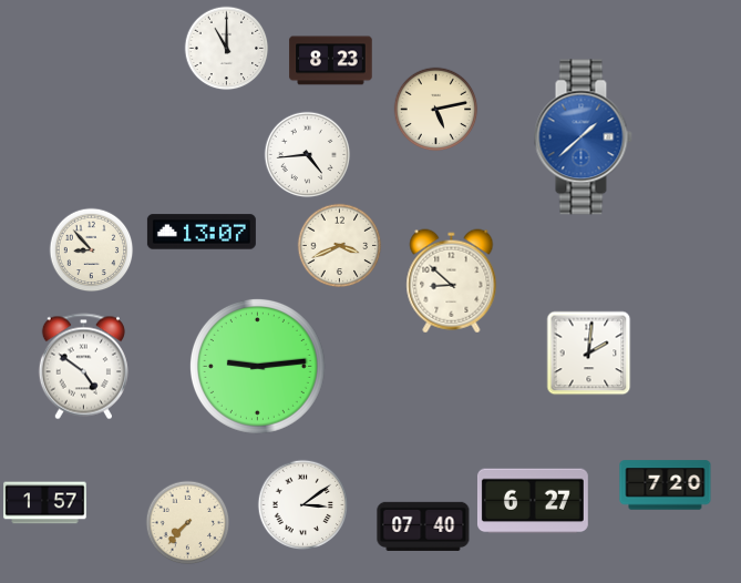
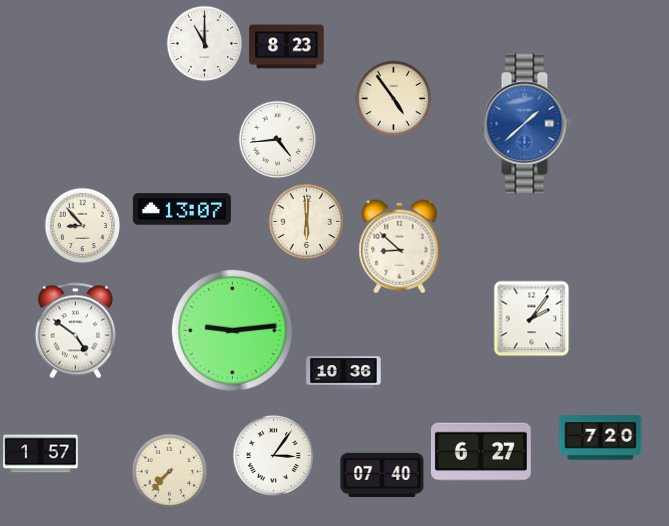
clock at (331, 61) position: (331, 61) -> (287, 47)
clock at (436, 110): 5:13 -> 4:54
clock at (340, 246): 3:41 -> 6:00
clock at (452, 282) position: (452, 282) -> (400, 247)
clock at (589, 354): 2:01 -> 2:06
clock at (344, 373): none -> 10:36
clock at (303, 505): 3:09 -> 3:06
